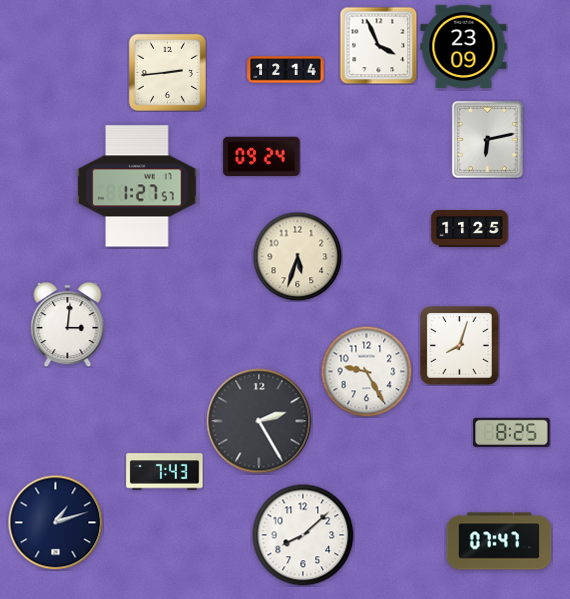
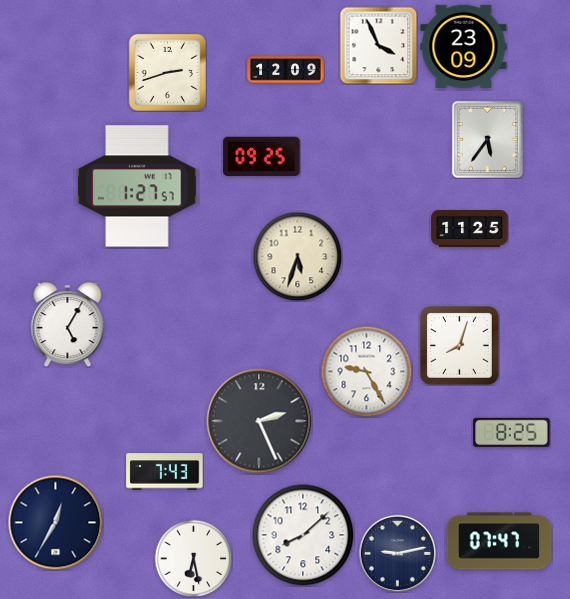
clock at (286, 70): 12:14 -> 12:09
clock at (167, 72): 2:44 -> 2:42
clock at (487, 139): 6:13 -> 5:36
clock at (262, 157): 09:24 -> 09:25
clock at (68, 324): 3:01 -> 5:05
clock at (259, 421): 2:25 -> 2:26
clock at (55, 522): 1:12 -> 12:35
clock at (397, 553): none -> 9:13
clock at (193, 558): none -> 6:28
